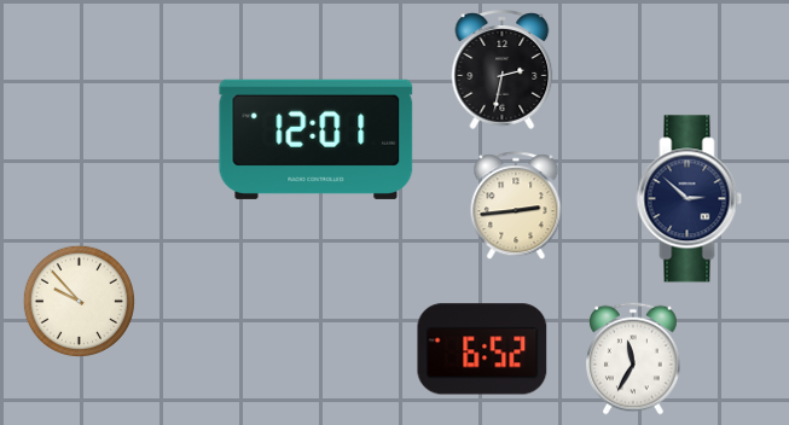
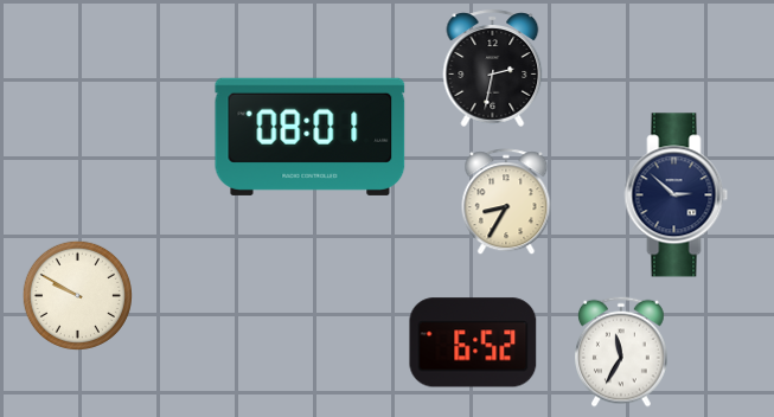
clock at (317, 139): 12:01 -> 08:01
clock at (516, 206): 2:44 -> 8:35
clock at (79, 301): 9:53 -> 9:50
